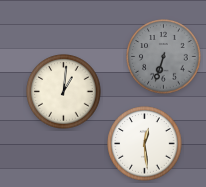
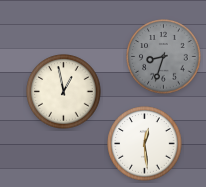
clock at (164, 57): 6:33 -> 8:33
clock at (64, 92): 1:01 -> 12:58
